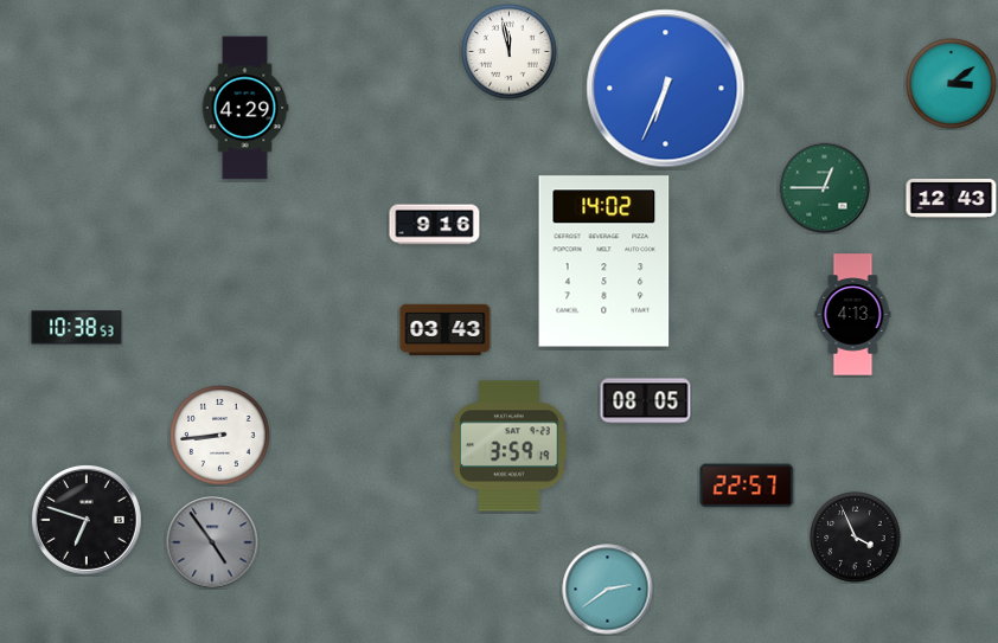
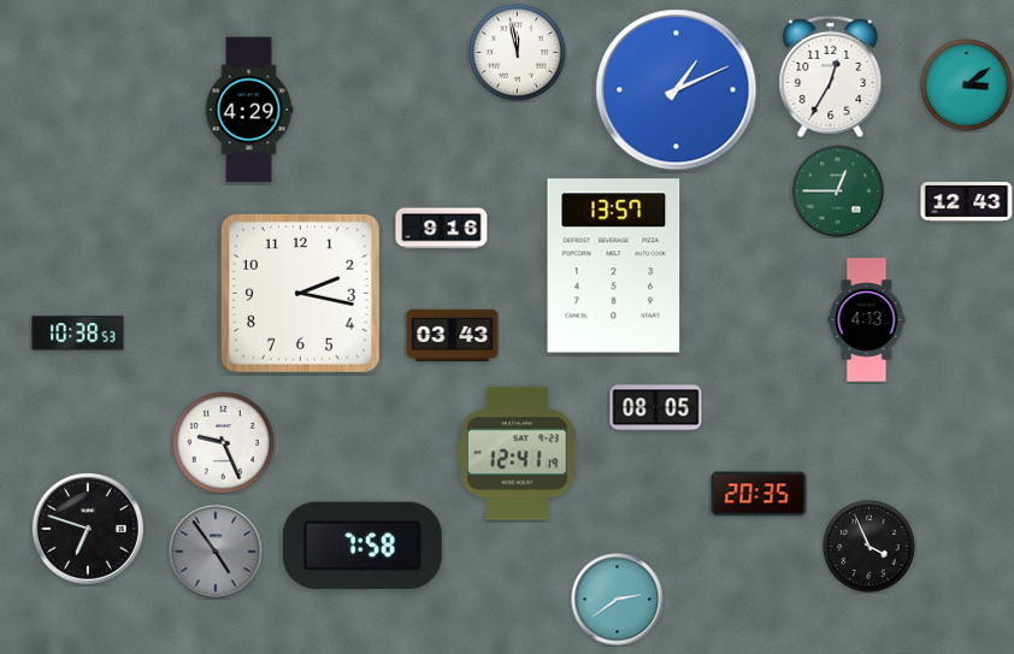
clock at (831, 76): none -> 12:35
clock at (666, 89): 6:34 -> 1:11
clock at (604, 262): 14:02 -> 13:57
clock at (300, 293): none -> 2:17
clock at (220, 436): 8:44 -> 9:26
clock at (510, 446): 3:59 -> 12:41
clock at (747, 486): 22:57 -> 20:35
clock at (362, 546): none -> 7:58
